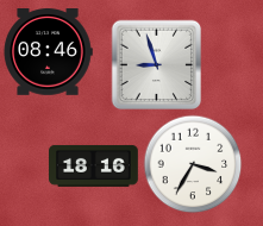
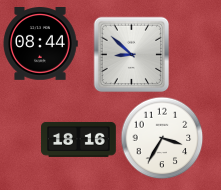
clock at (48, 52): 08:46 -> 08:44
clock at (157, 65): 8:57 -> 8:52
